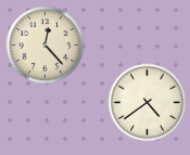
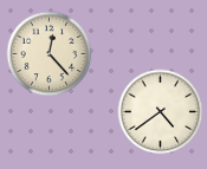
clock at (46, 46) position: (46, 46) -> (50, 54)
